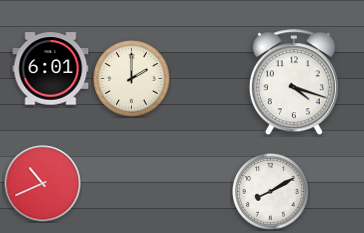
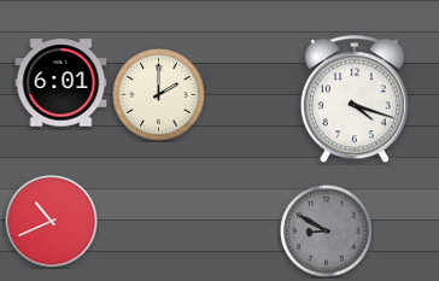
clock at (271, 192): 8:10 -> 8:50
clock at (271, 192) dial: white -> grey
